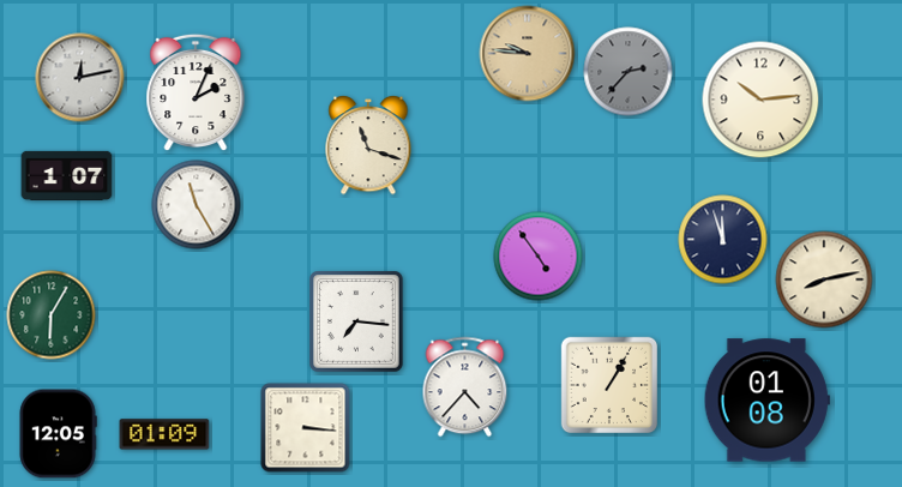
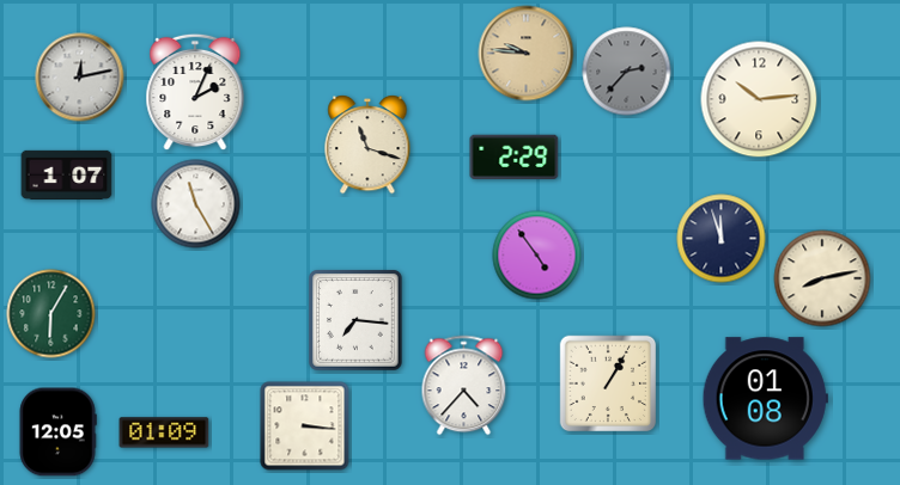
clock at (515, 156): none -> 2:29
